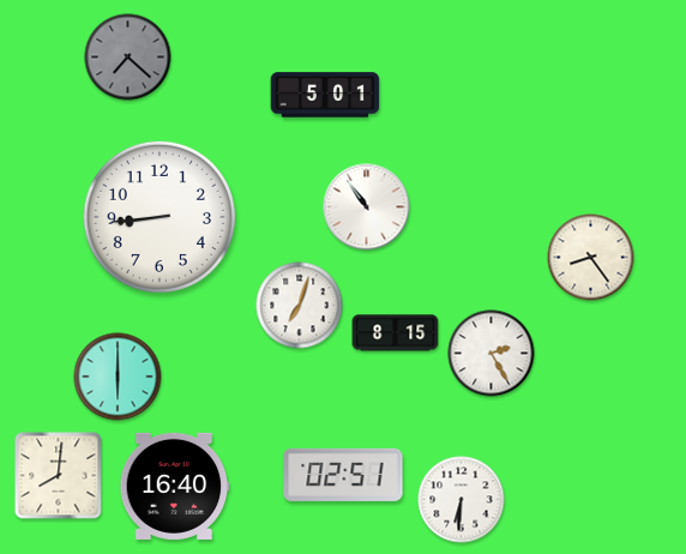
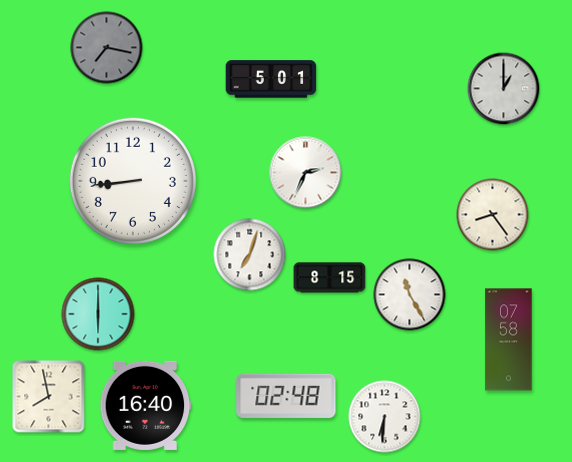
clock at (128, 58): 7:22 -> 7:17
clock at (504, 89): none -> 1:00
clock at (367, 207): 10:54 -> 2:34
clock at (492, 354): 2:25 -> 11:25
clock at (509, 340): none -> 07:58
clock at (343, 475): 02:51 -> 02:48
clock at (59, 476): 8:01 -> 7:58
